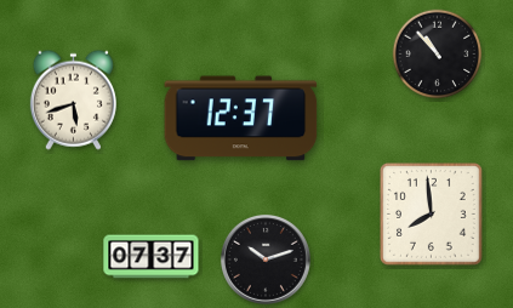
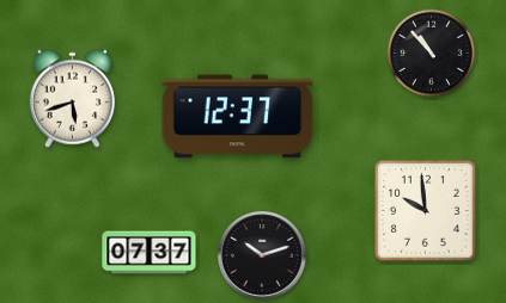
clock at (432, 215): 7:59 -> 9:59
